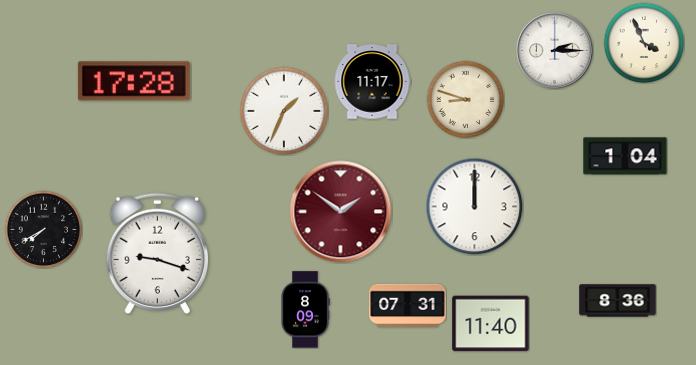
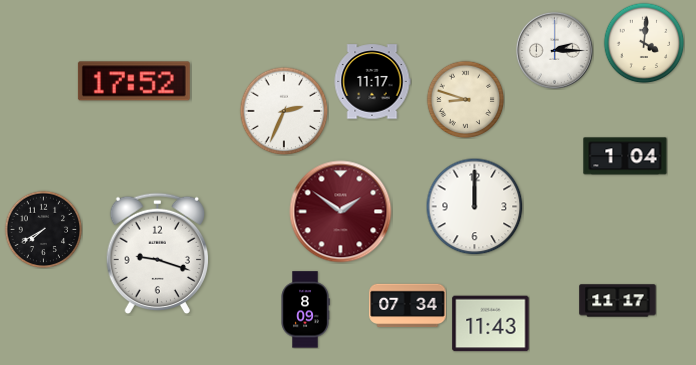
clock at (644, 43): 3:56 -> 4:01
clock at (134, 81): 17:28 -> 17:52
clock at (284, 111): 1:34 -> 2:34
clock at (618, 301): 8:36 -> 11:17
clock at (408, 306): 07:31 -> 07:34
clock at (491, 324): 11:40 -> 11:43
